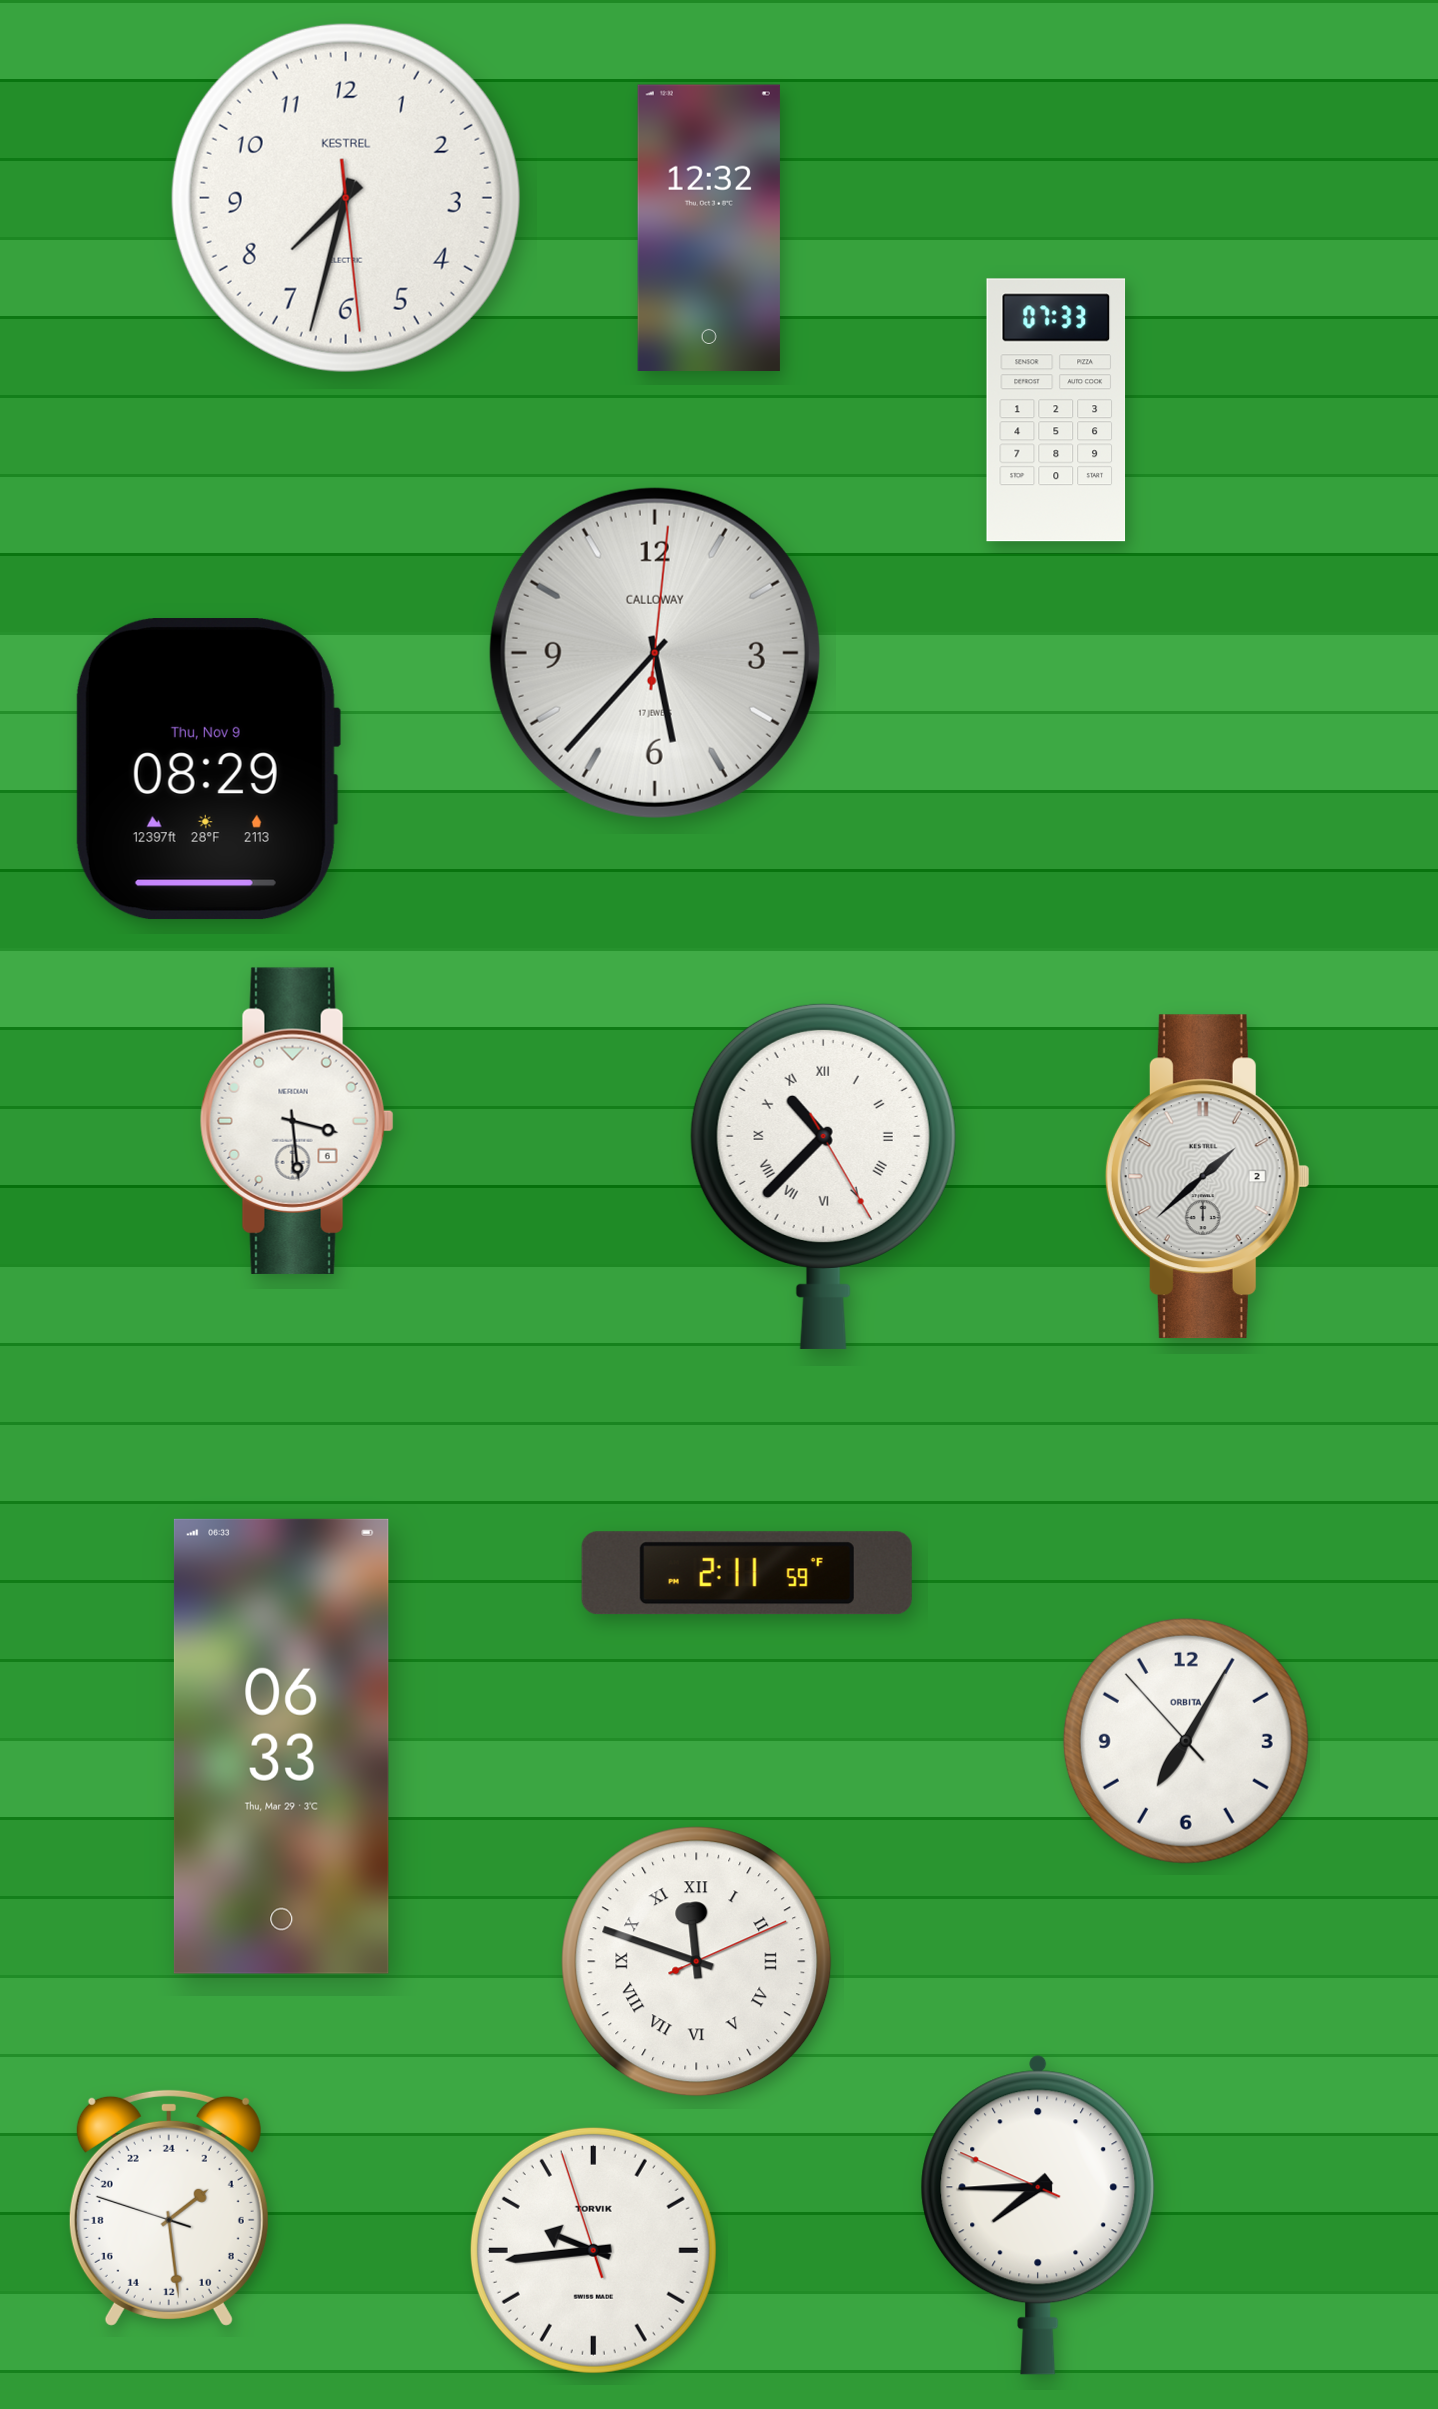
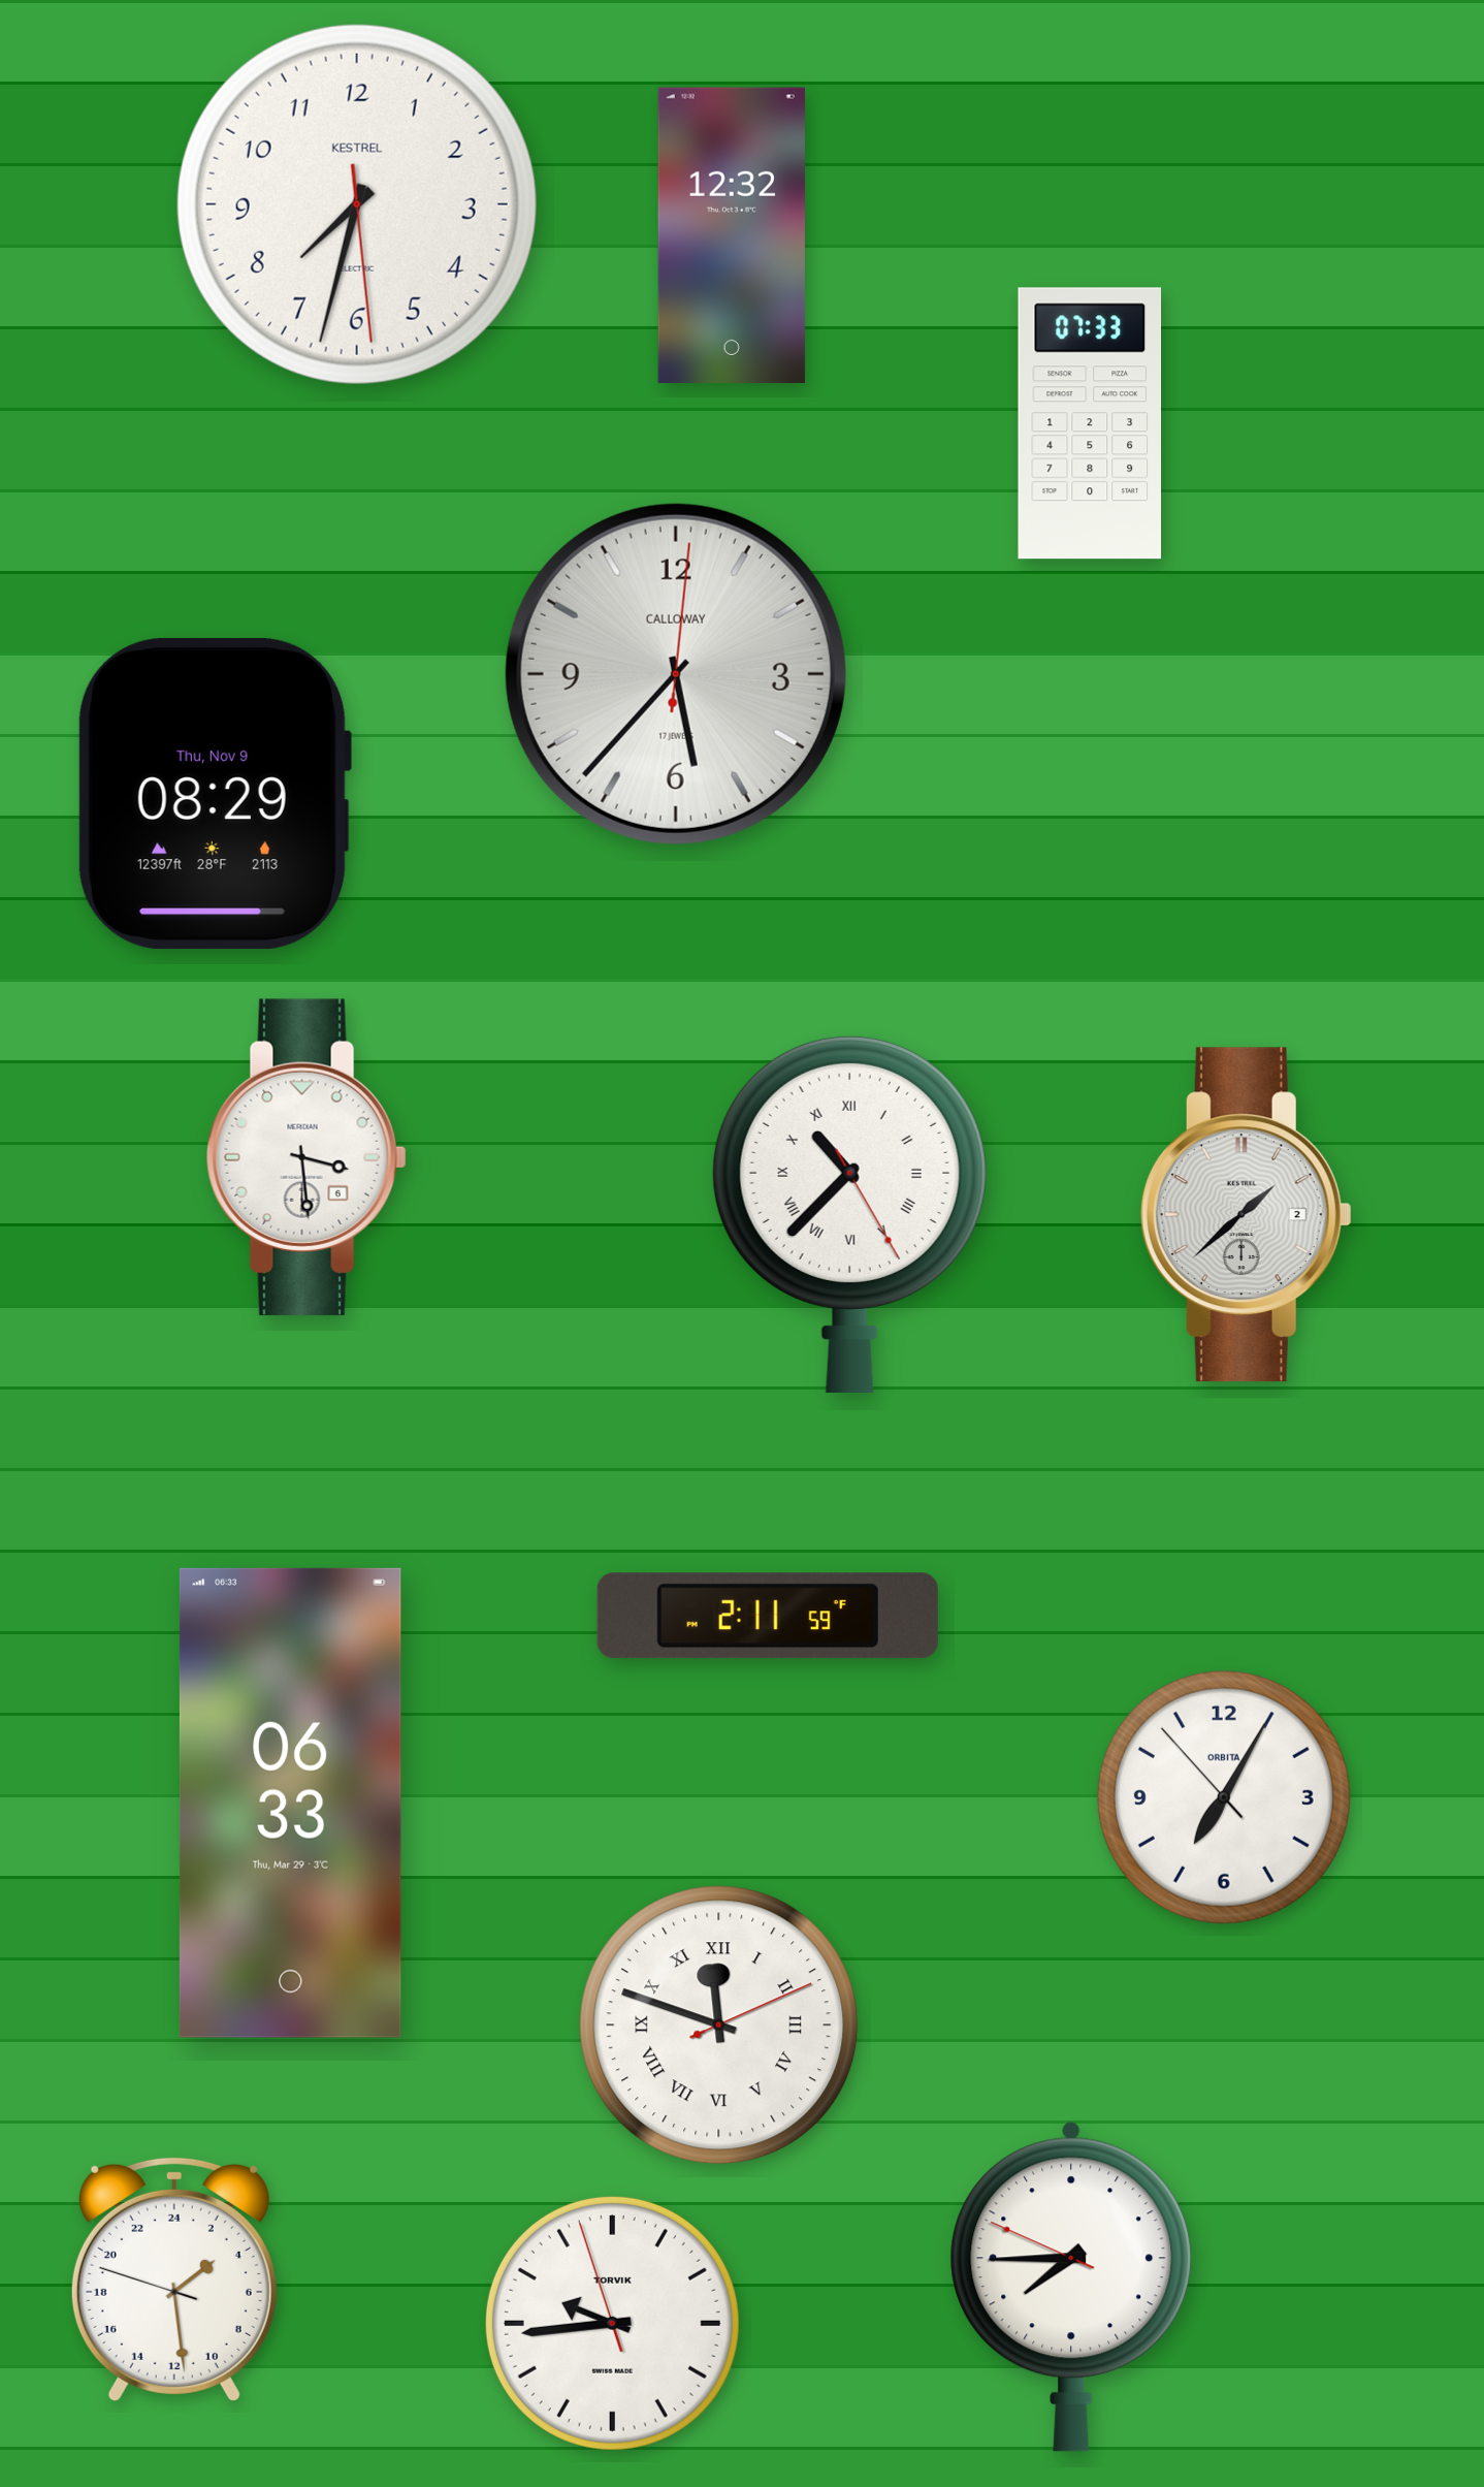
clock at (747, 1573) position: (747, 1573) -> (768, 1616)
